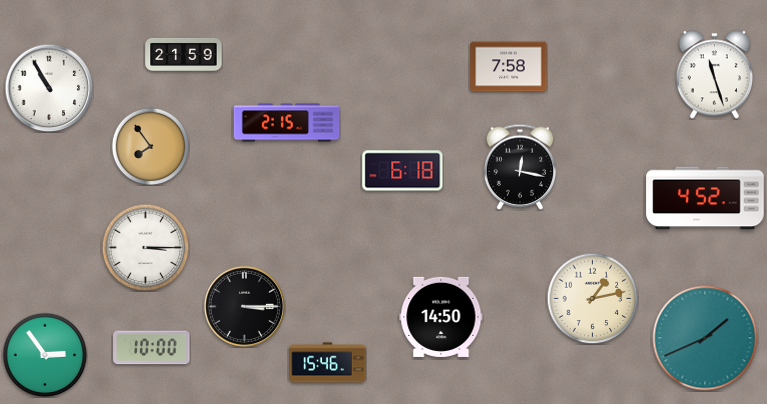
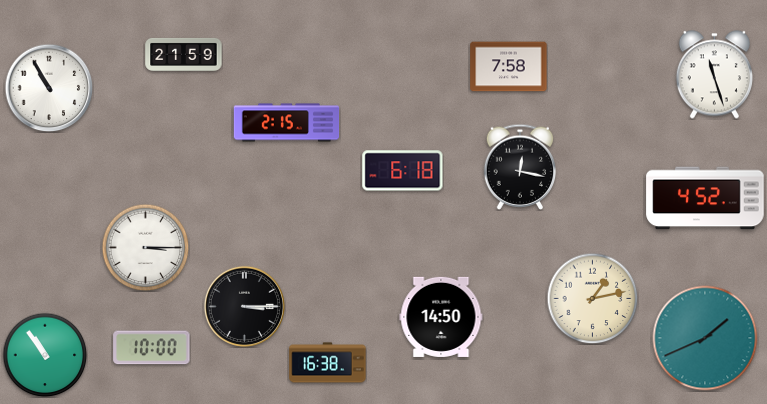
clock at (150, 146): 7:54 -> none
clock at (45, 355): 2:54 -> 10:54
clock at (328, 363): 15:46 -> 16:38
